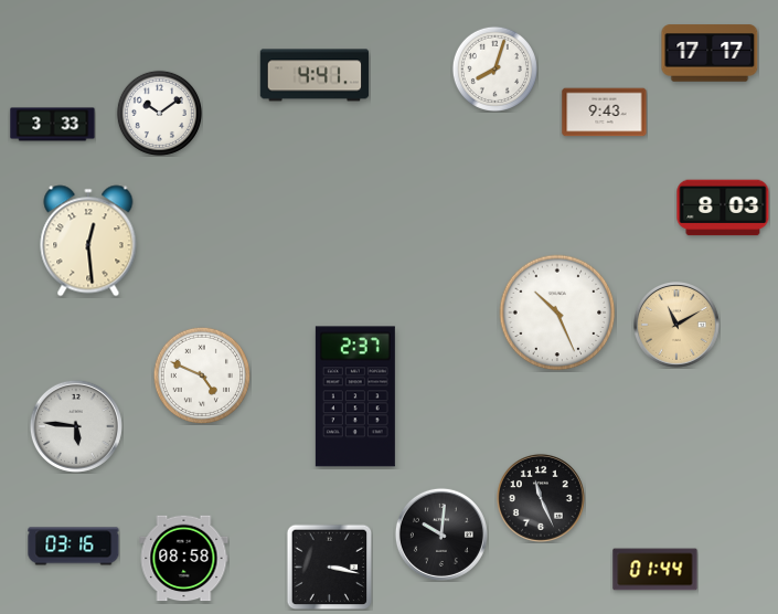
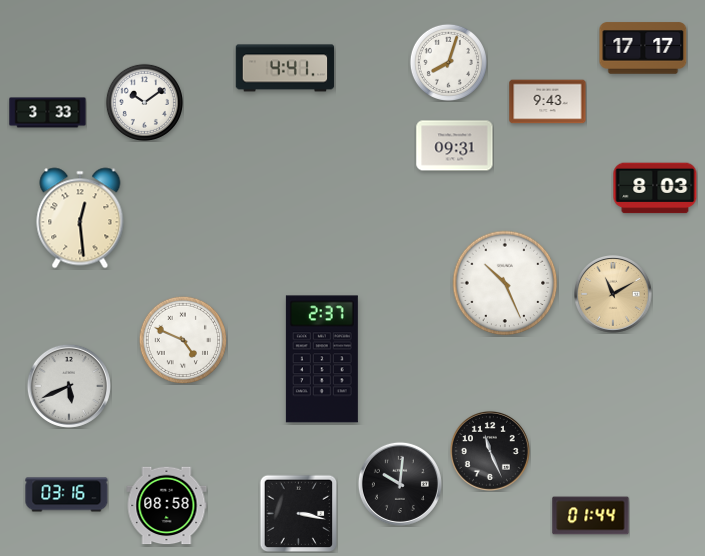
clock at (455, 146): none -> 09:31
clock at (76, 426): 5:46 -> 5:41
clock at (656, 570) position: (656, 570) -> (591, 516)
